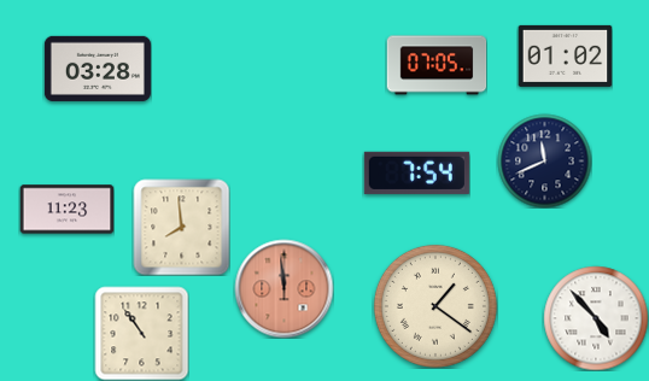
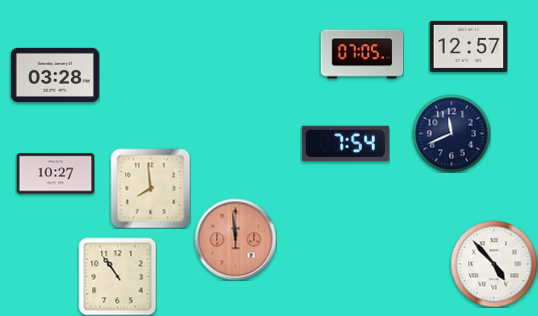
clock at (565, 55): 01:02 -> 12:57
clock at (98, 69) position: (98, 69) -> (55, 75)
clock at (66, 210): 11:23 -> 10:27
clock at (435, 306): 1:21 -> none
